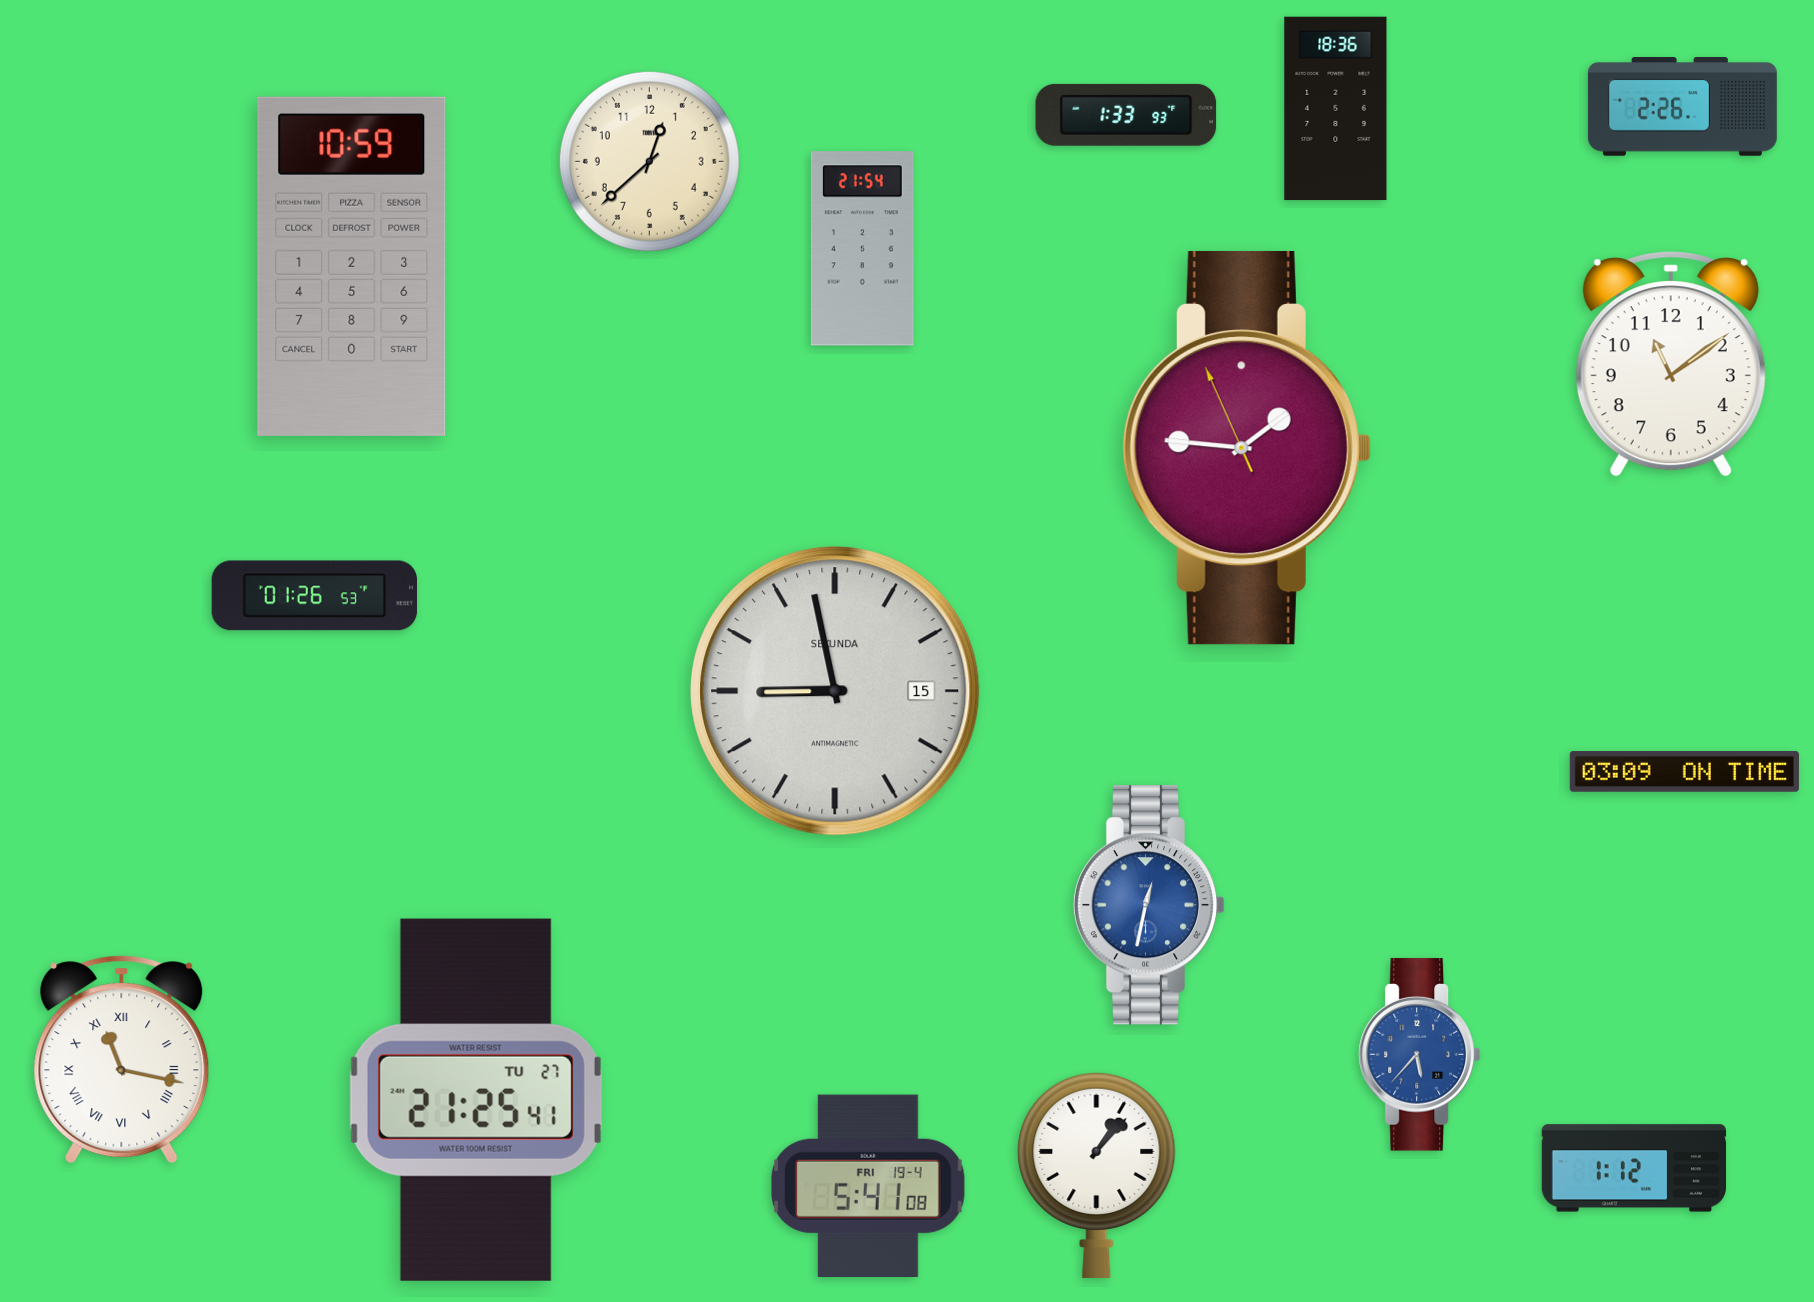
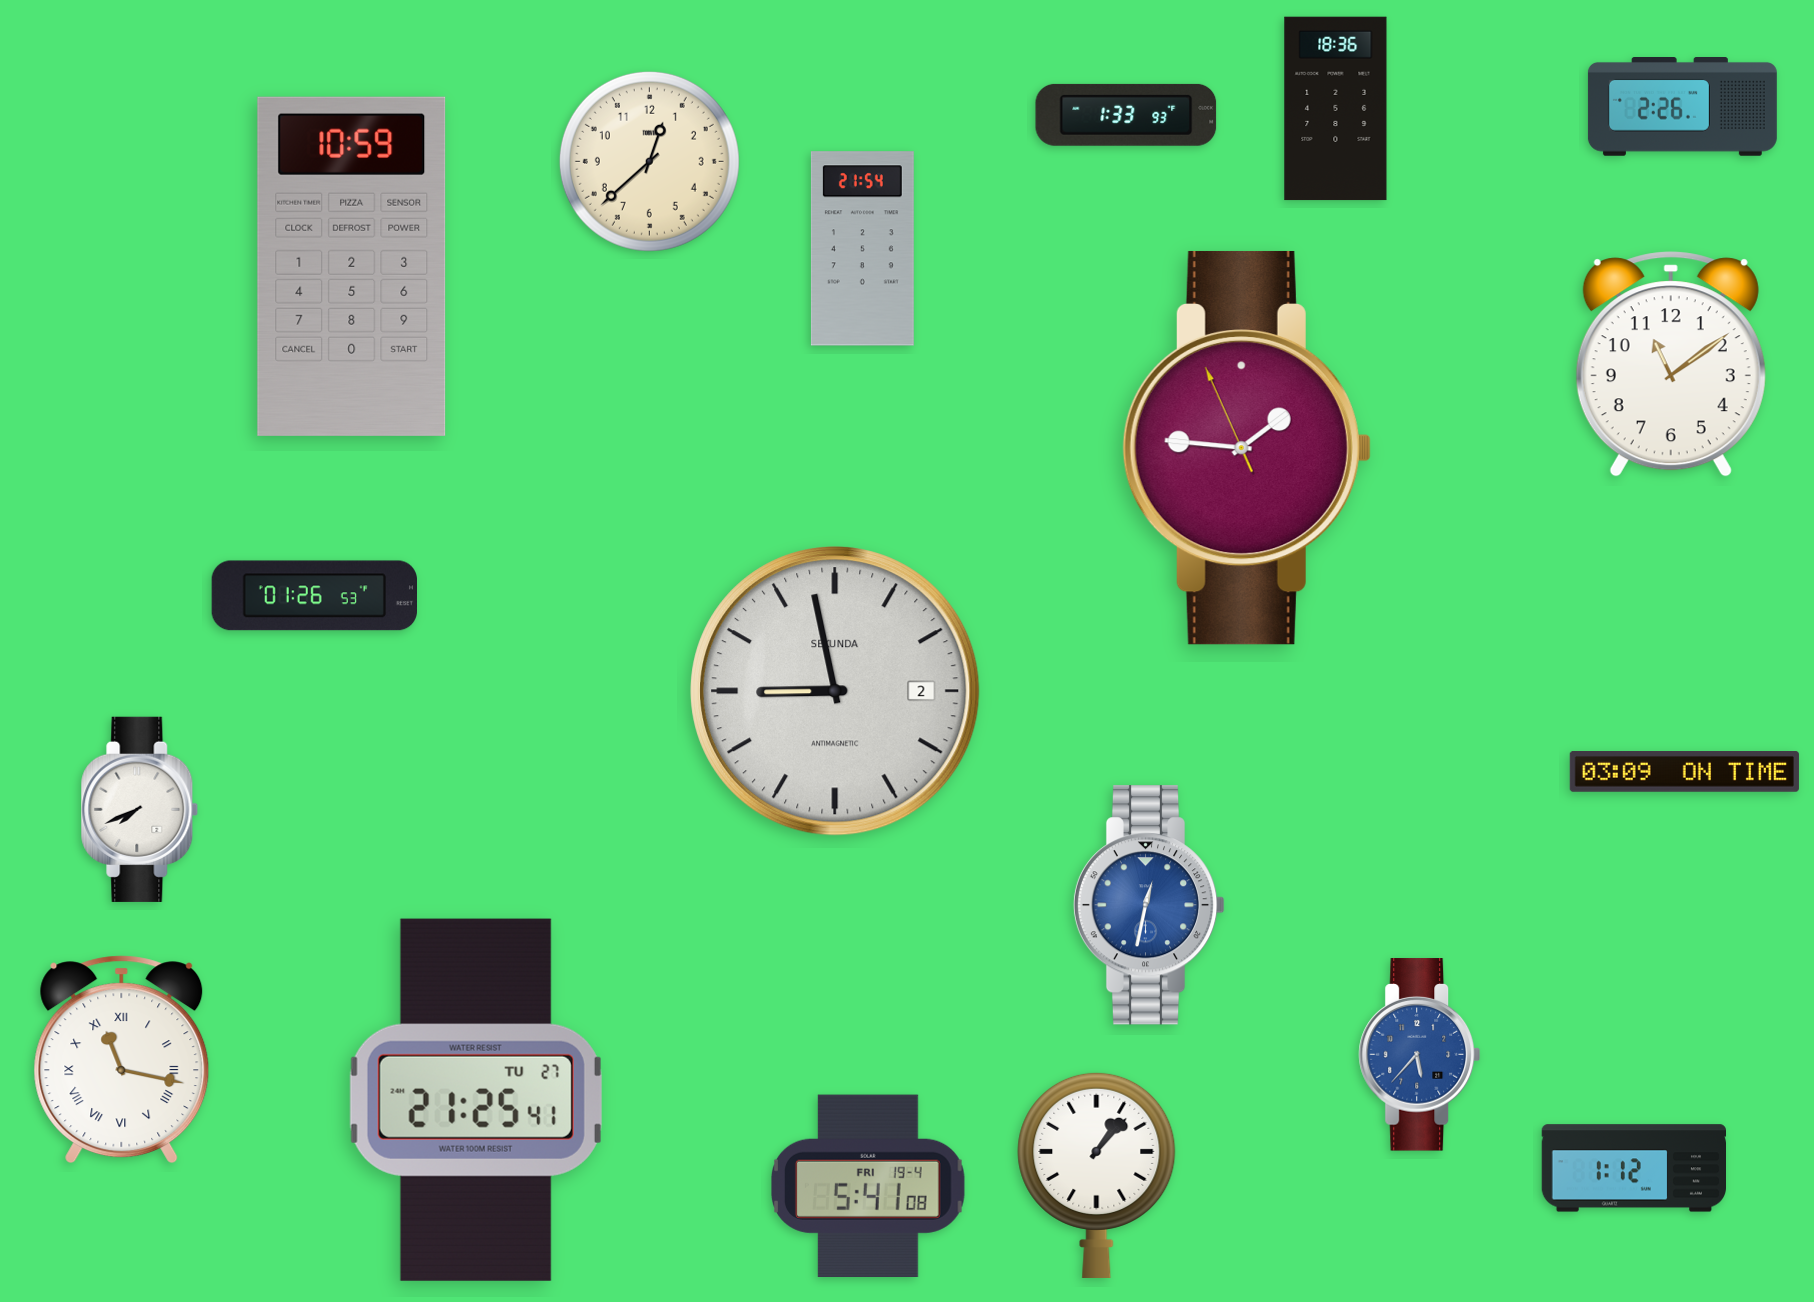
clock at (835, 691) date: 15 -> 2
clock at (140, 809): none -> 7:41
